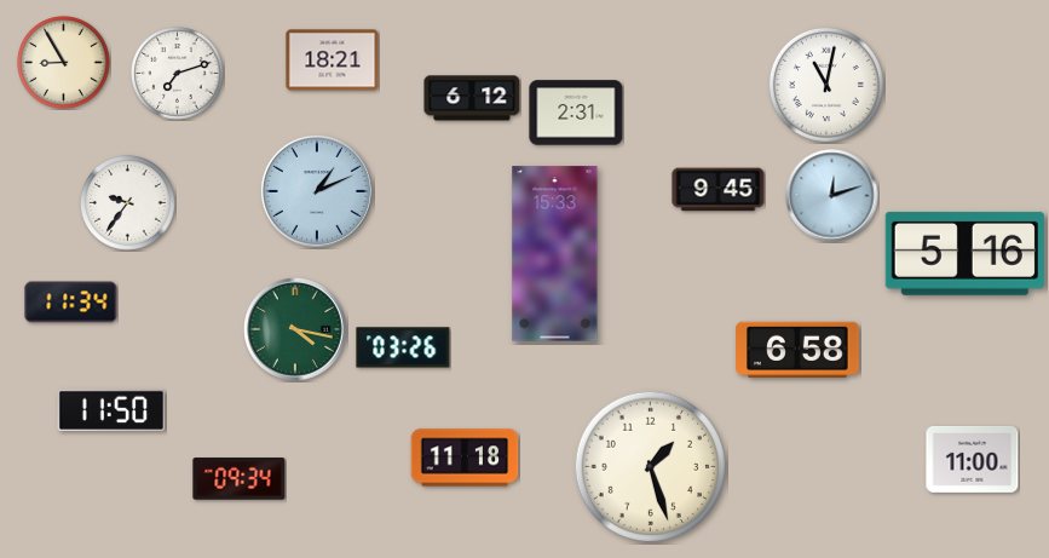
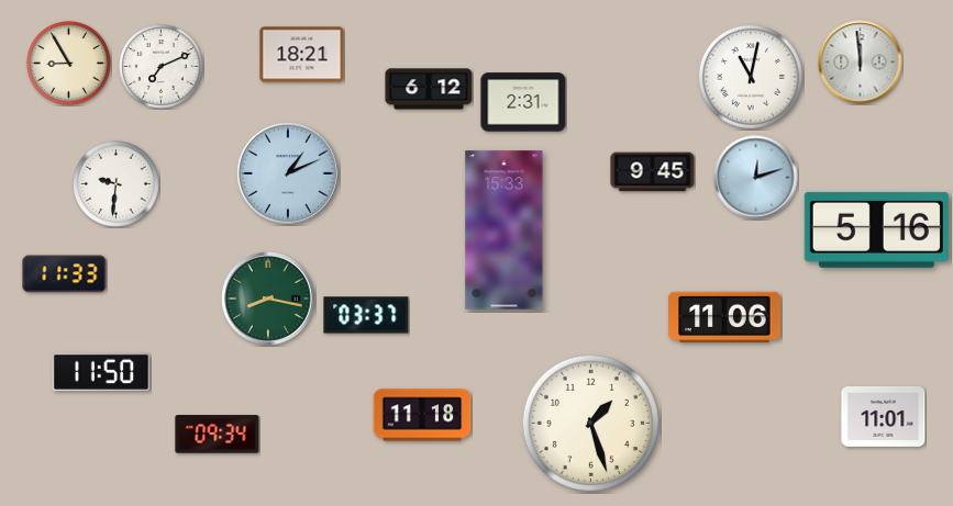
clock at (64, 63) position: (64, 63) -> (69, 64)
clock at (861, 63): none -> 11:59
clock at (178, 74): 7:12 -> 7:11
clock at (128, 203): 9:36 -> 9:31
clock at (71, 303): 11:34 -> 11:33
clock at (295, 329): 4:17 -> 8:17
clock at (403, 347): 03:26 -> 03:37
clock at (797, 349): 6:58 -> 11:06
clock at (973, 459): 11:00 -> 11:01
